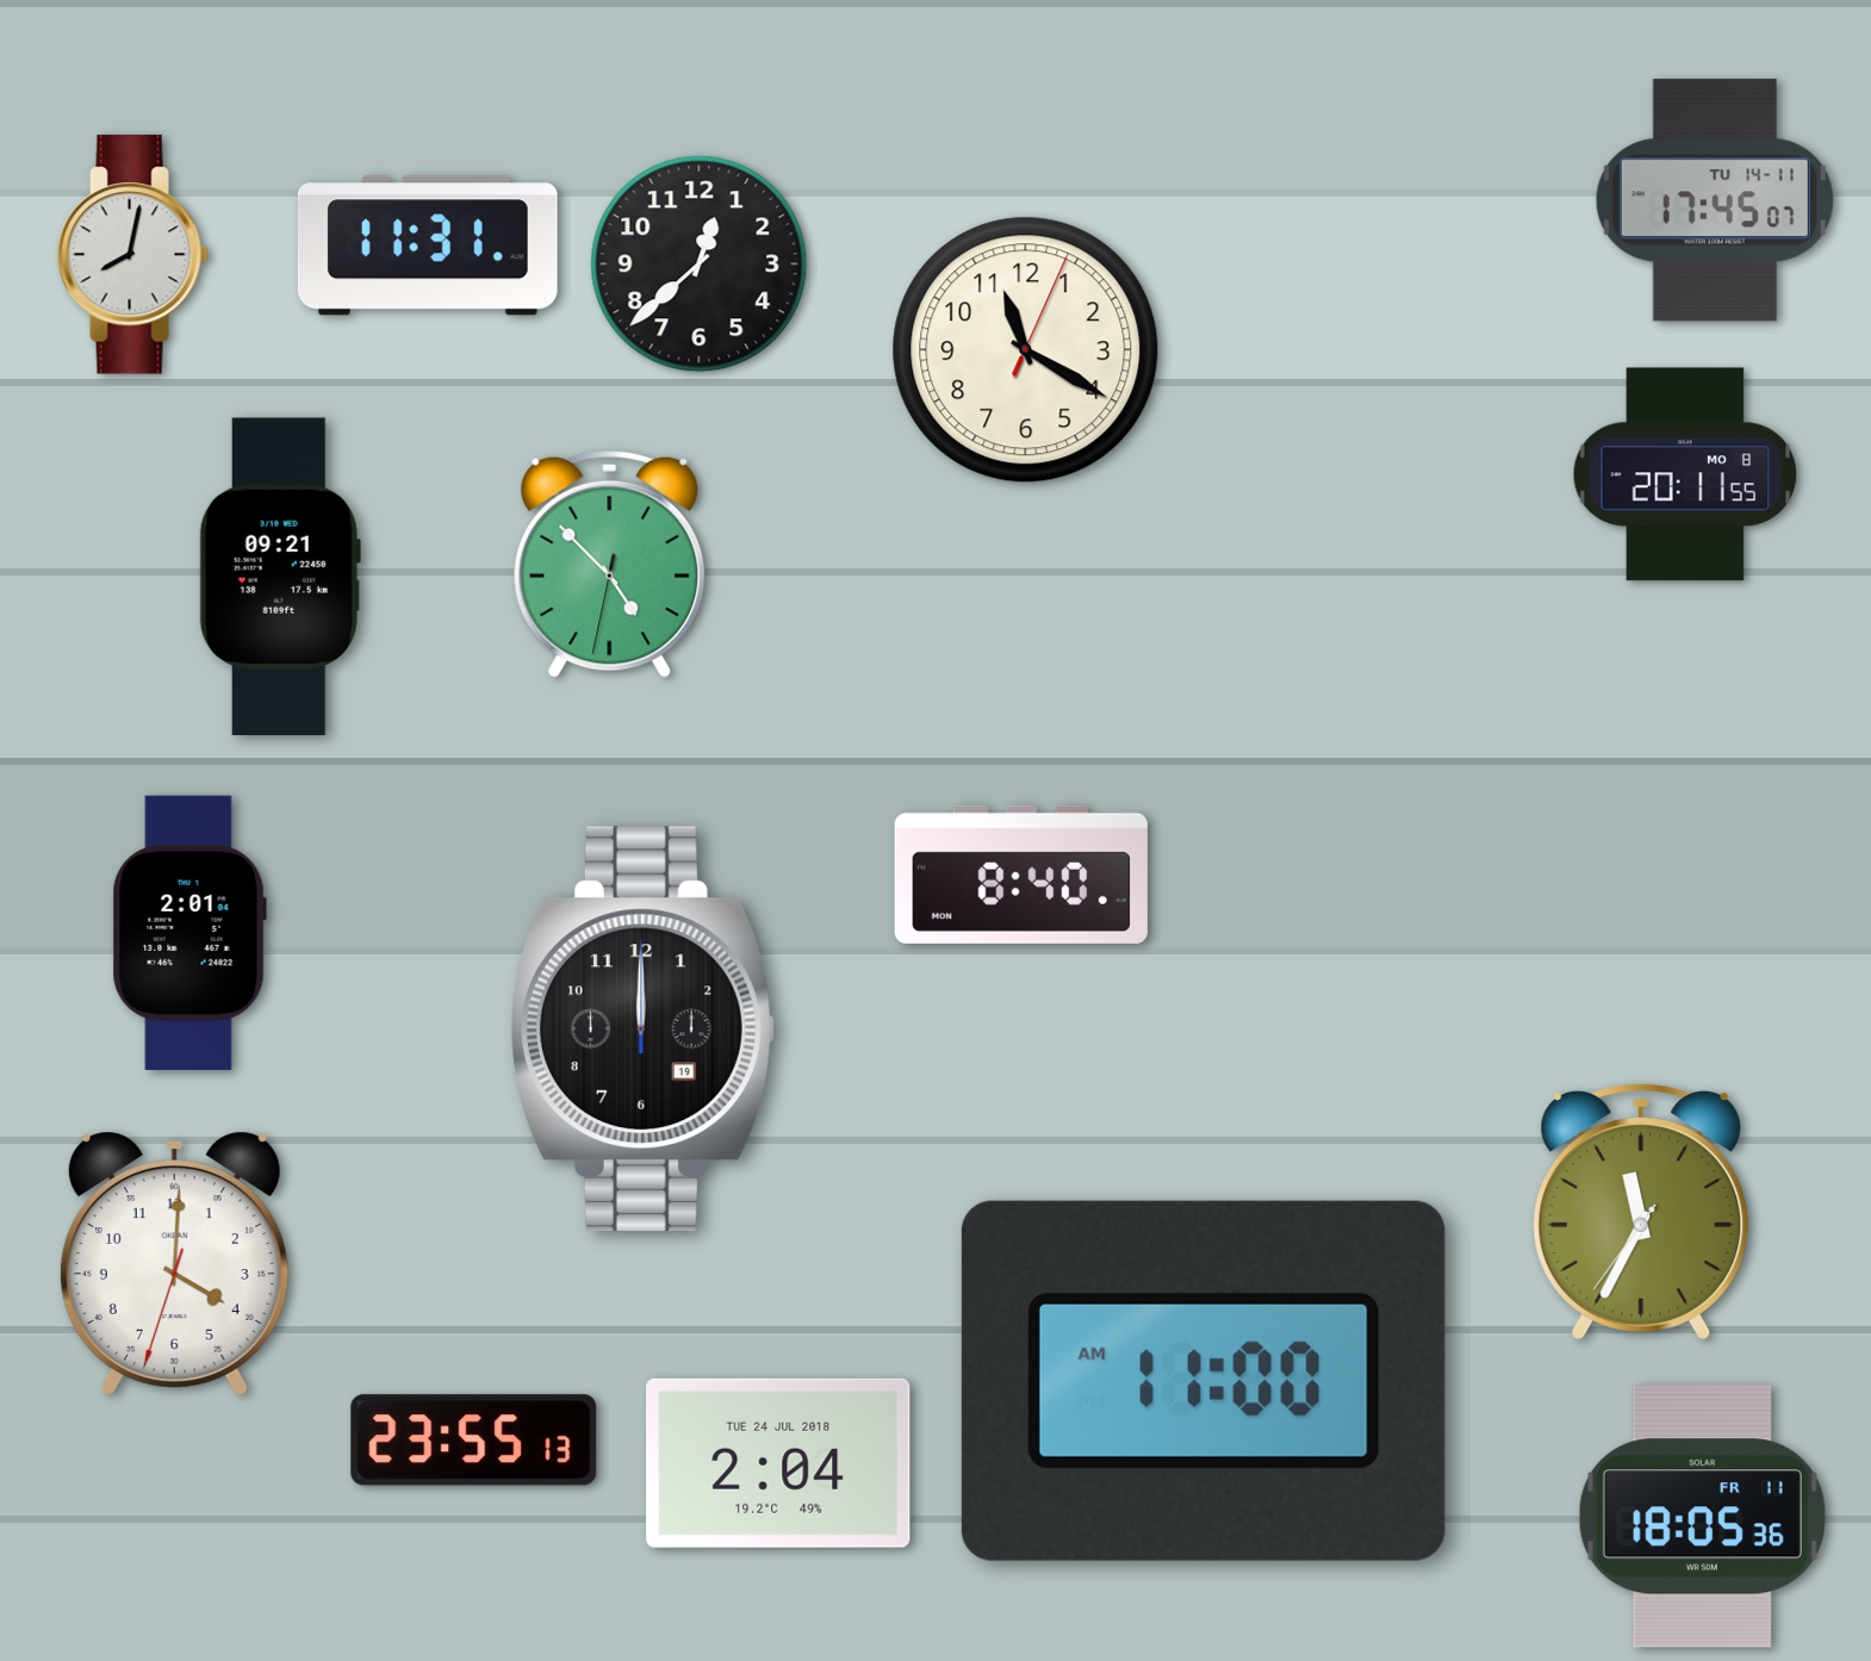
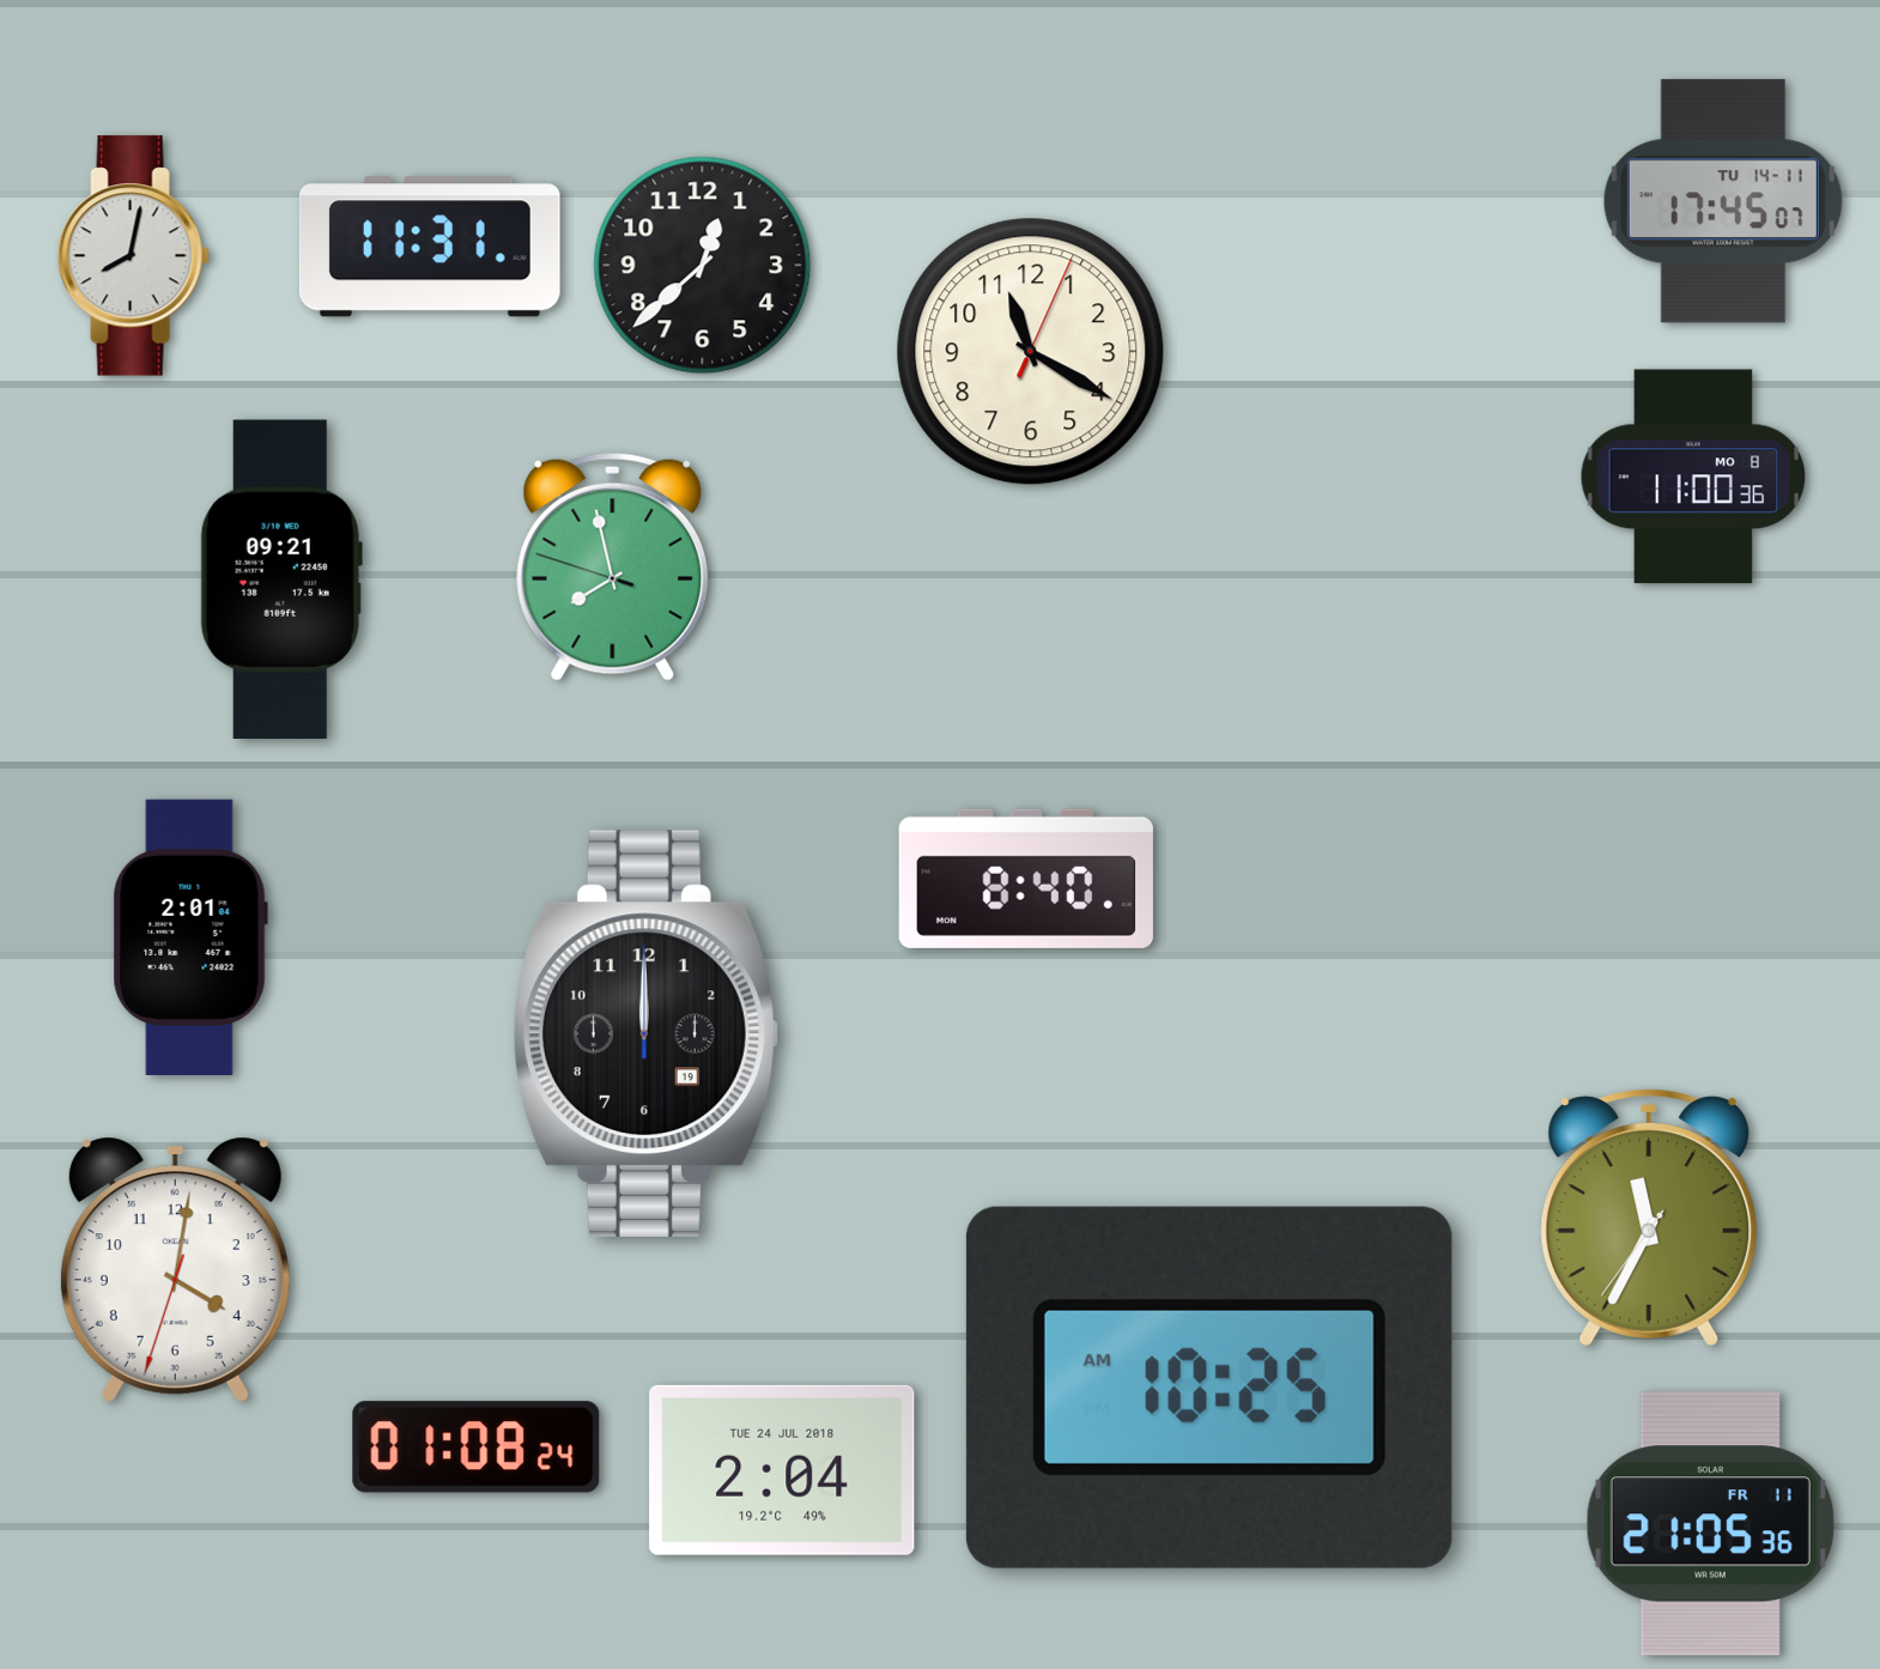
clock at (1685, 474): 20:11 -> 11:00
clock at (610, 564): 4:52 -> 7:57
clock at (174, 1263): 4:00 -> 4:01
clock at (1204, 1381): 11:00 -> 10:25
clock at (474, 1441): 23:55 -> 01:08
clock at (1702, 1517): 18:05 -> 21:05
